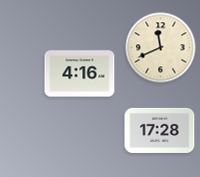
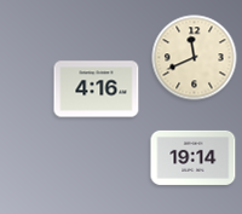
clock at (160, 130): 17:28 -> 19:14
